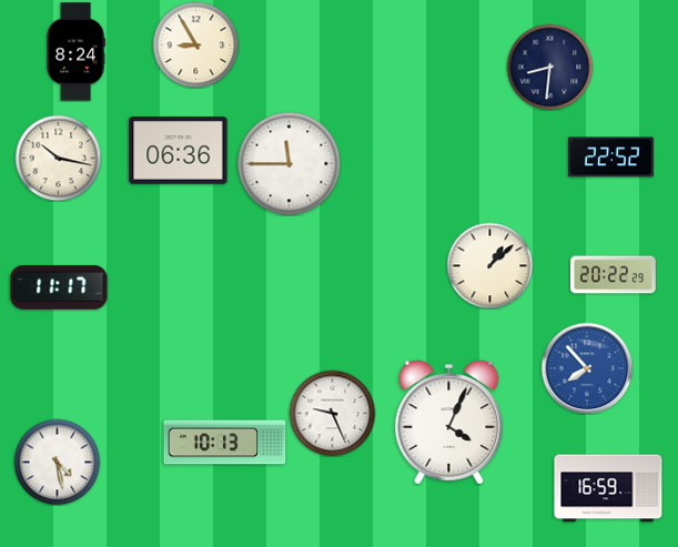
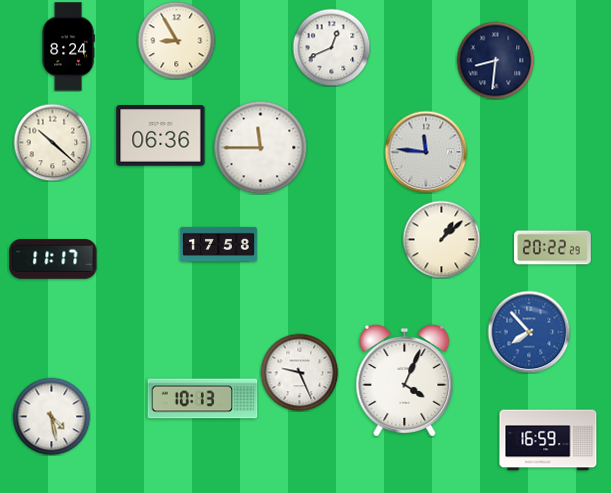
clock at (331, 47): none -> 12:41
clock at (58, 158): 10:17 -> 10:22
clock at (611, 158): 22:52 -> none
clock at (426, 152): none -> 11:46
clock at (219, 244): none -> 17:58
